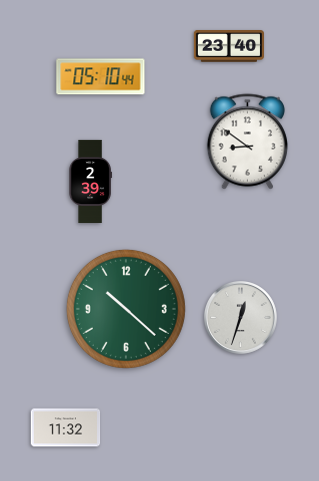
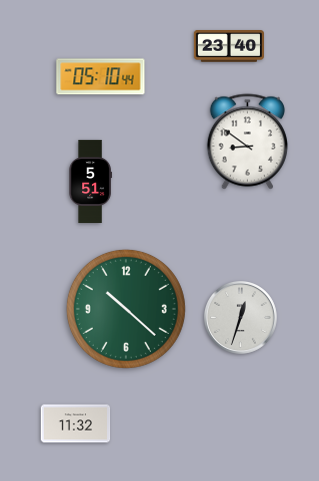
clock at (90, 181): 2:39 -> 5:51
clock at (66, 428) position: (66, 428) -> (76, 424)
